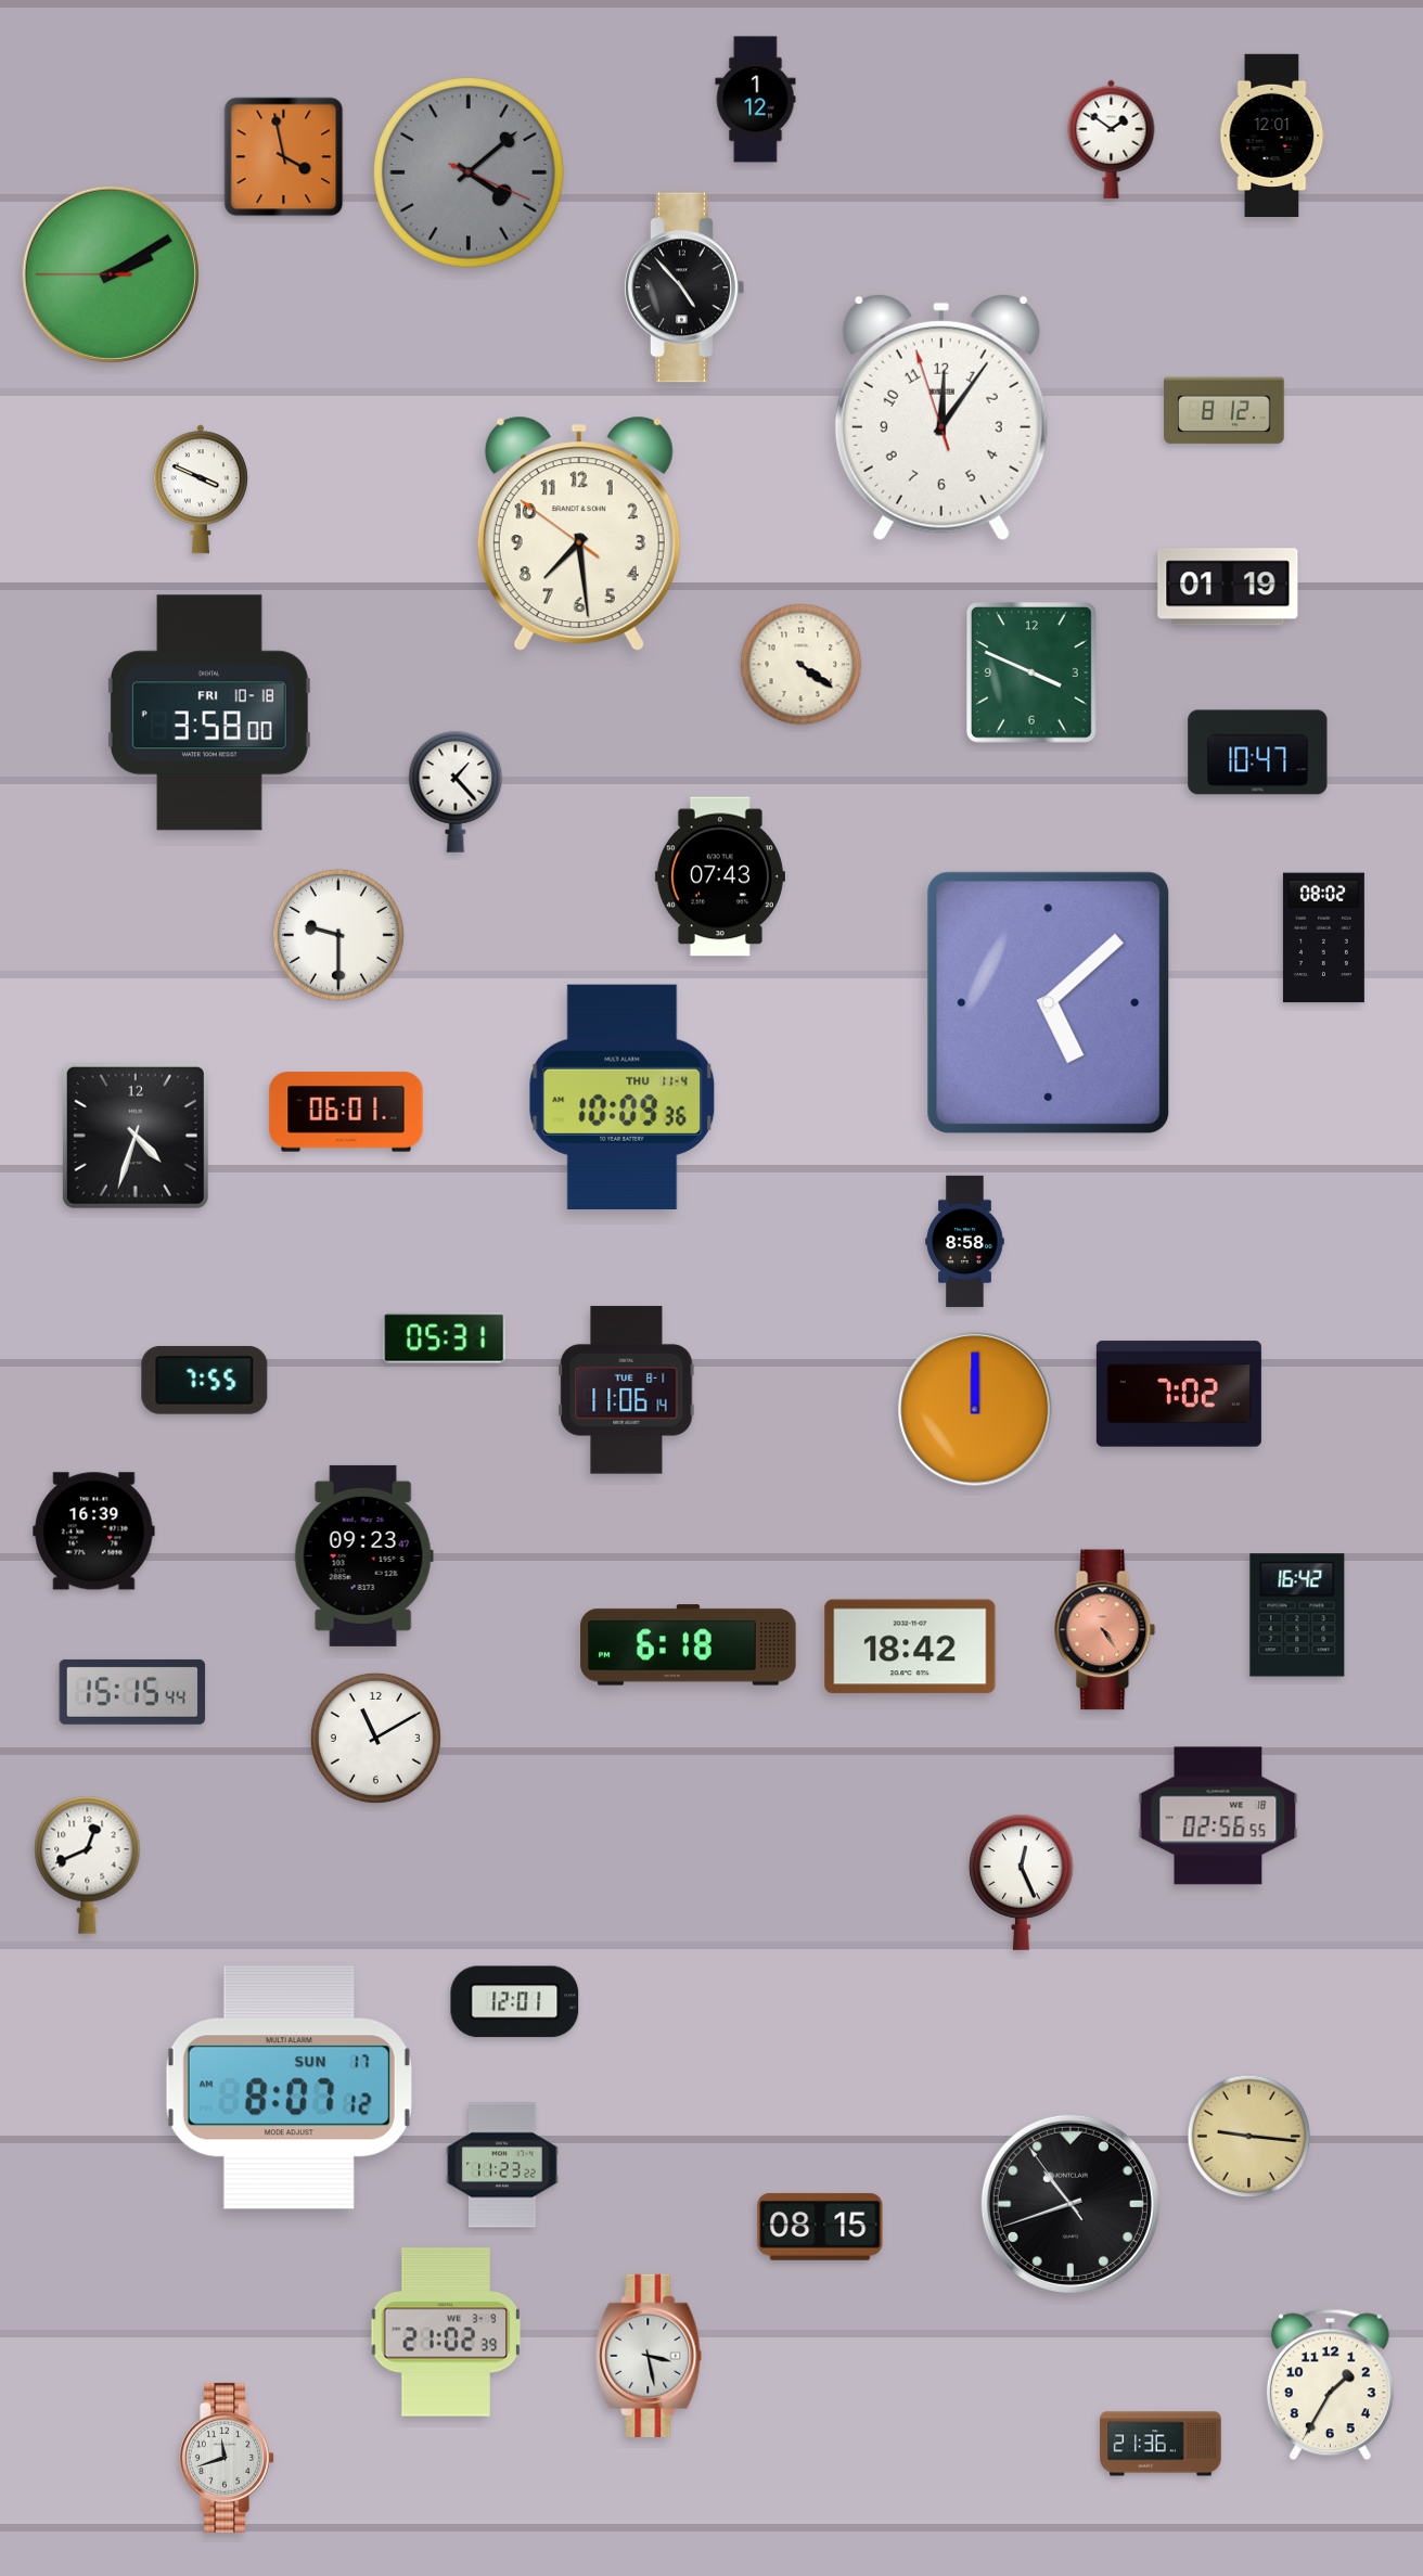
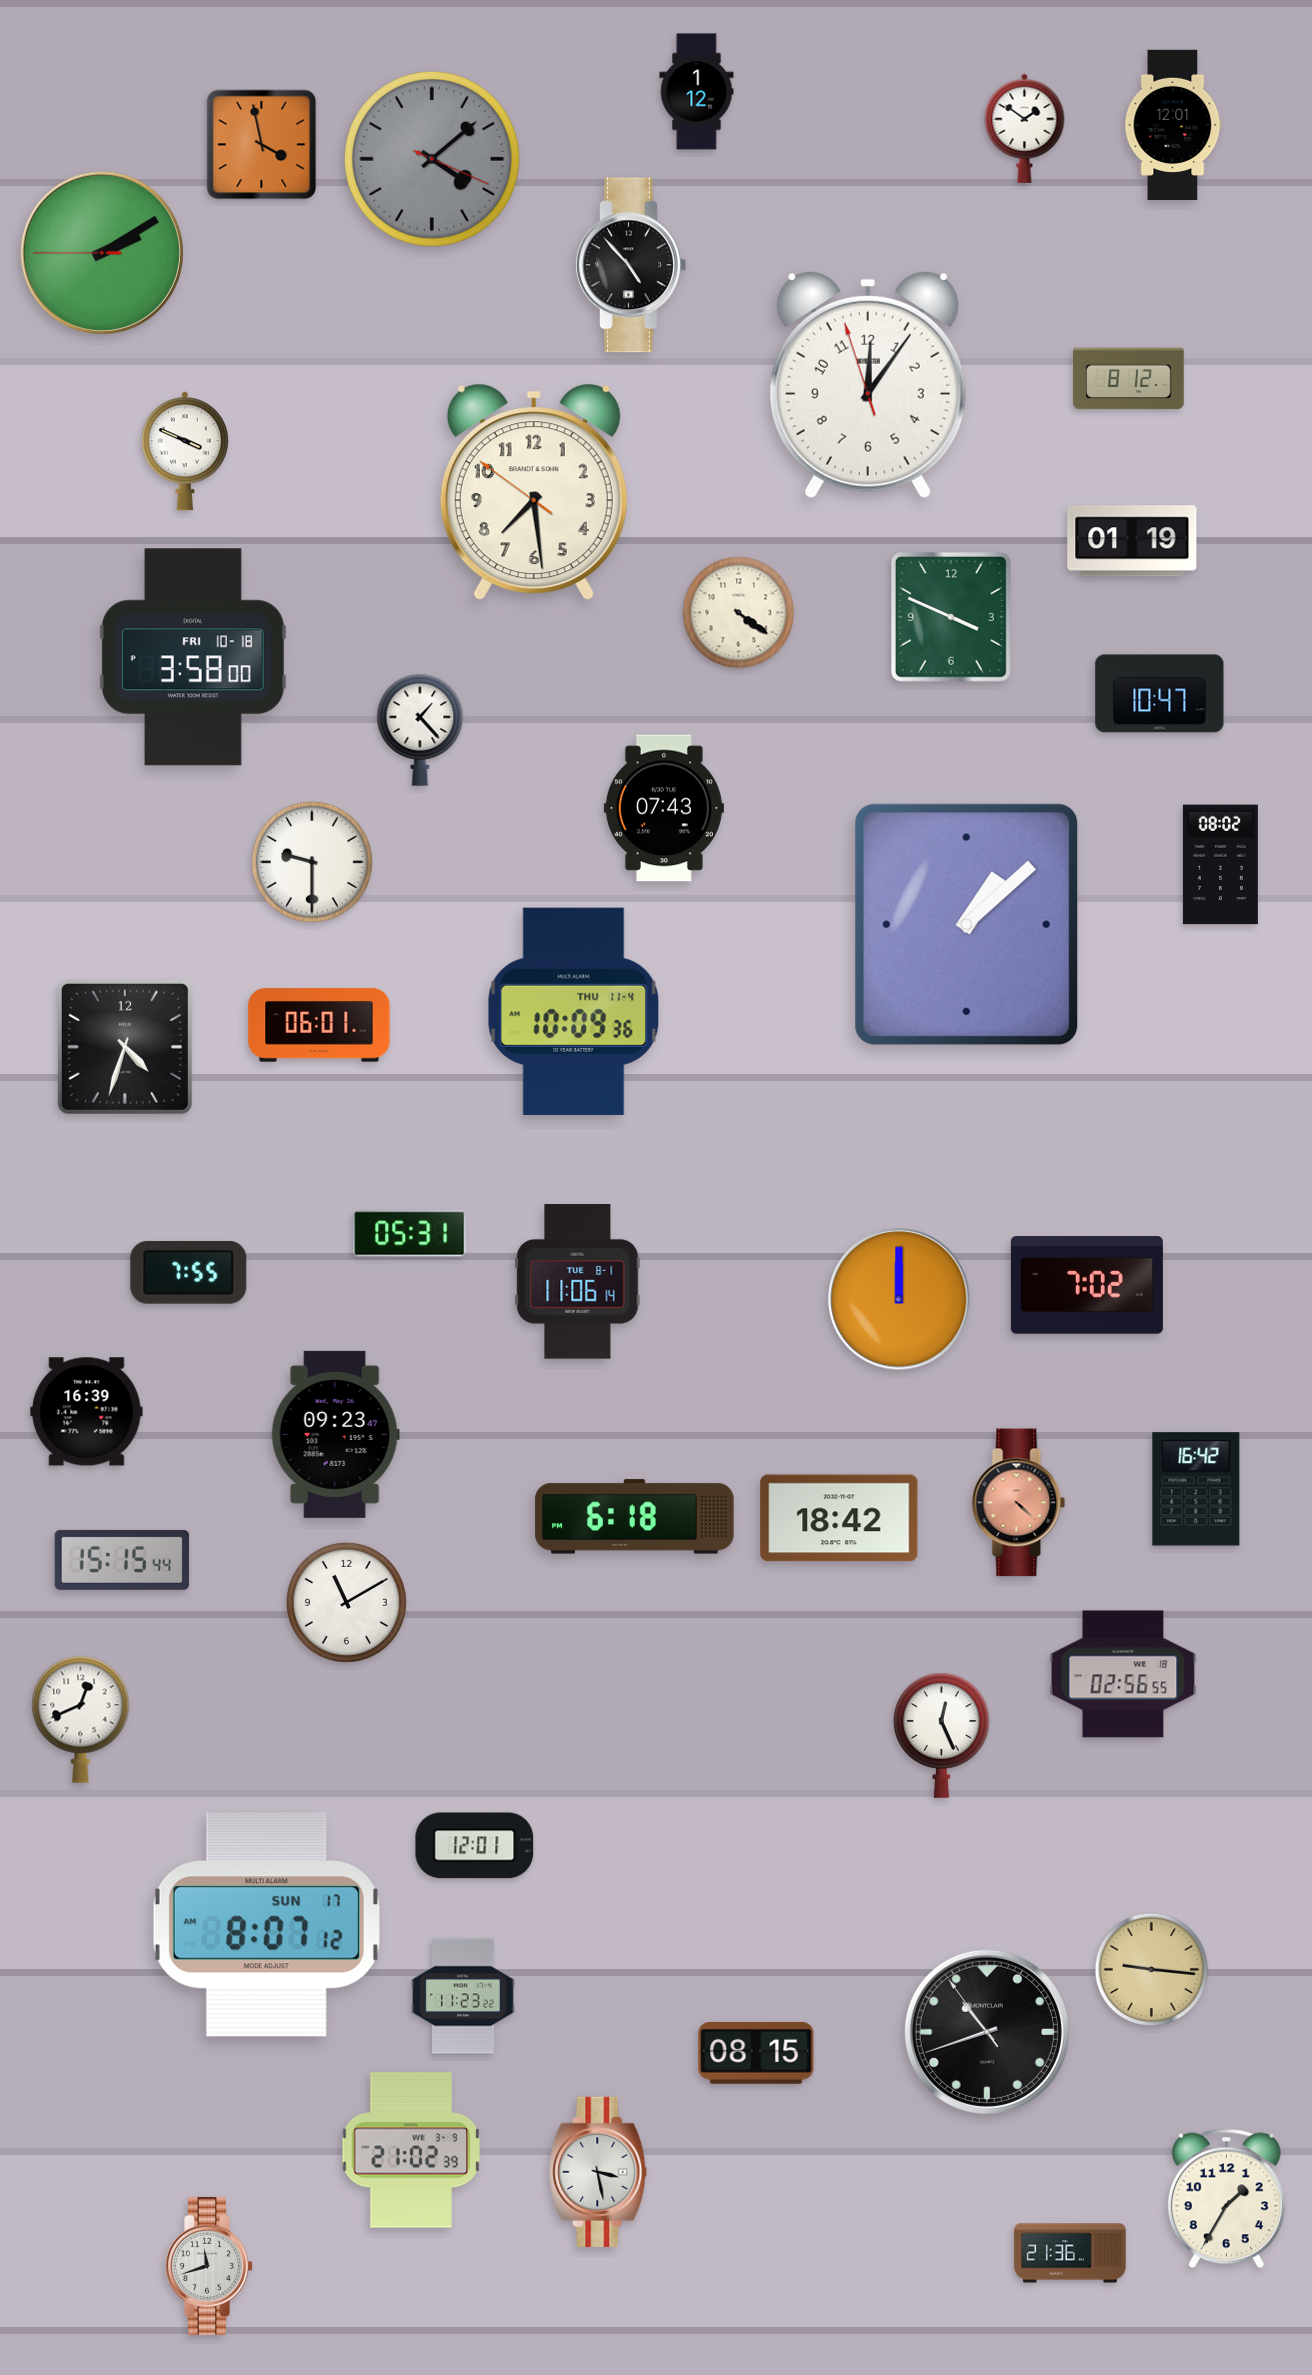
clock at (1031, 672) position: (1031, 672) -> (951, 617)
clock at (1049, 1003): 5:08 -> 1:08
clock at (965, 1242): 8:58 -> none
clock at (1105, 1630): 4:24 -> 4:22
